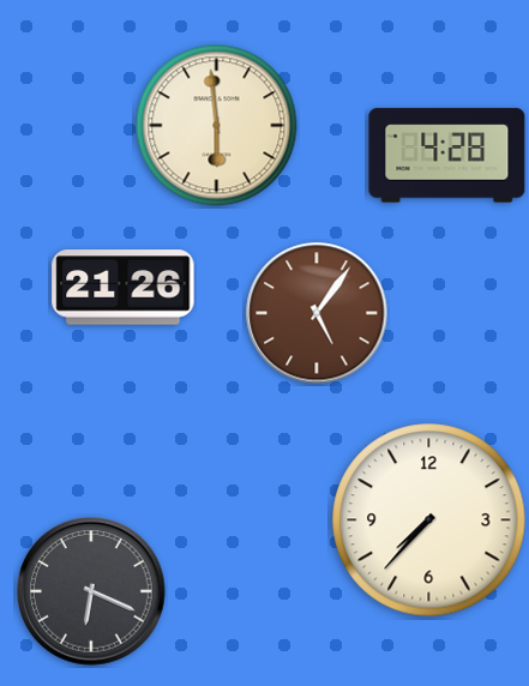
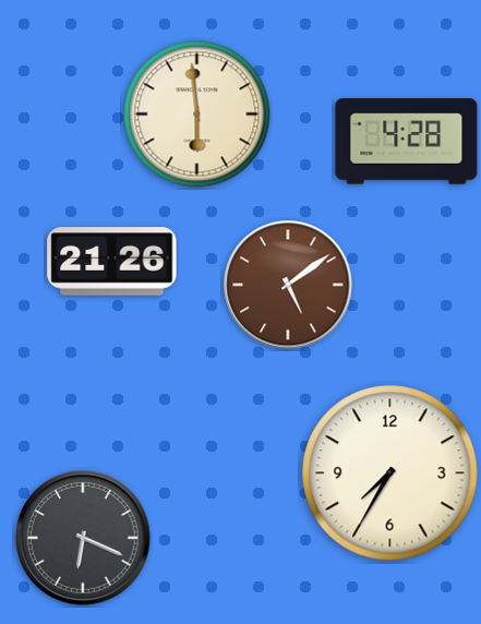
clock at (317, 313): 5:06 -> 5:09
clock at (429, 520): 7:37 -> 7:35
